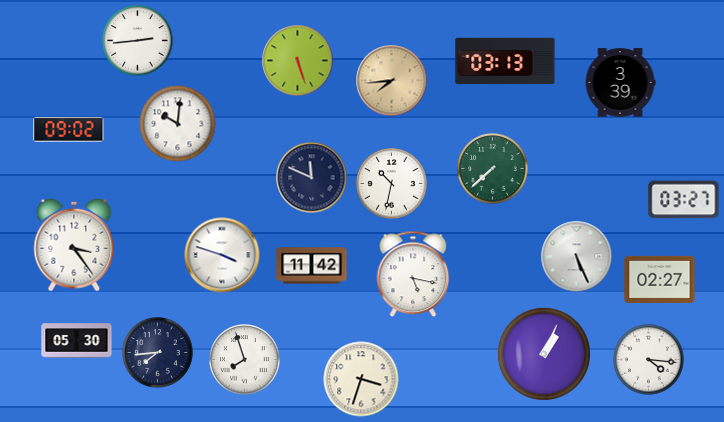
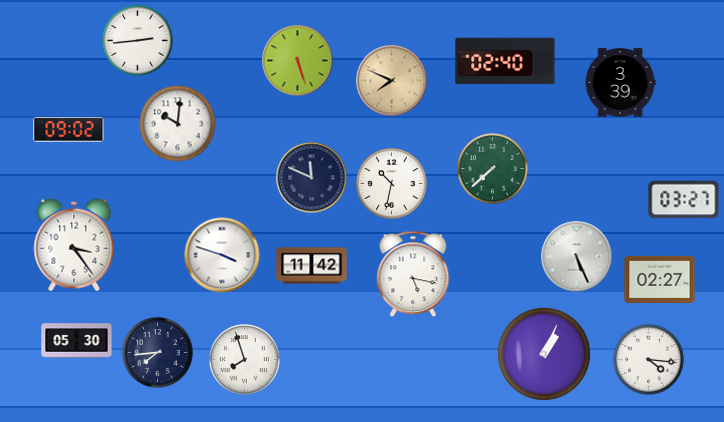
clock at (505, 61): 03:13 -> 02:40
clock at (392, 81): 7:44 -> 7:49
clock at (361, 379): 3:33 -> none
